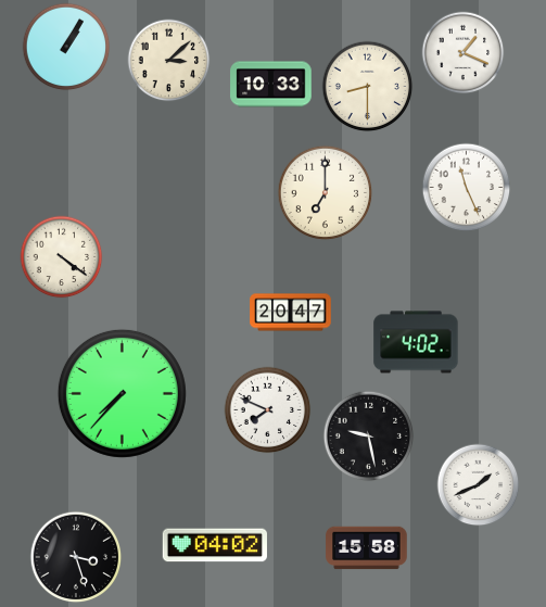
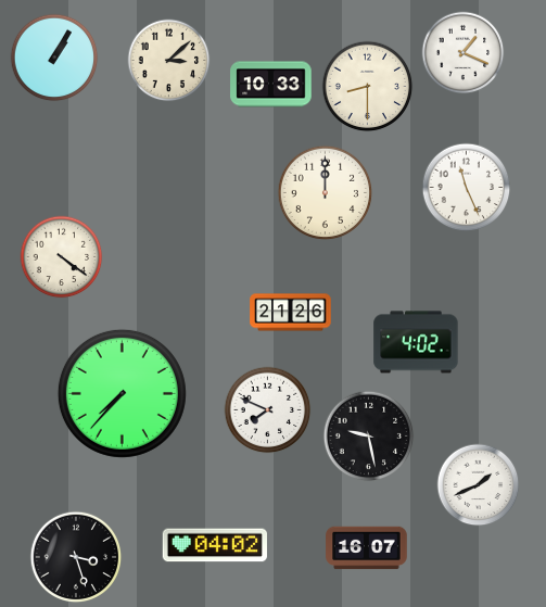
clock at (66, 47) position: (66, 47) -> (54, 58)
clock at (326, 193): 7:00 -> 12:00
clock at (291, 313): 20:47 -> 21:26
clock at (367, 548): 15:58 -> 16:07
